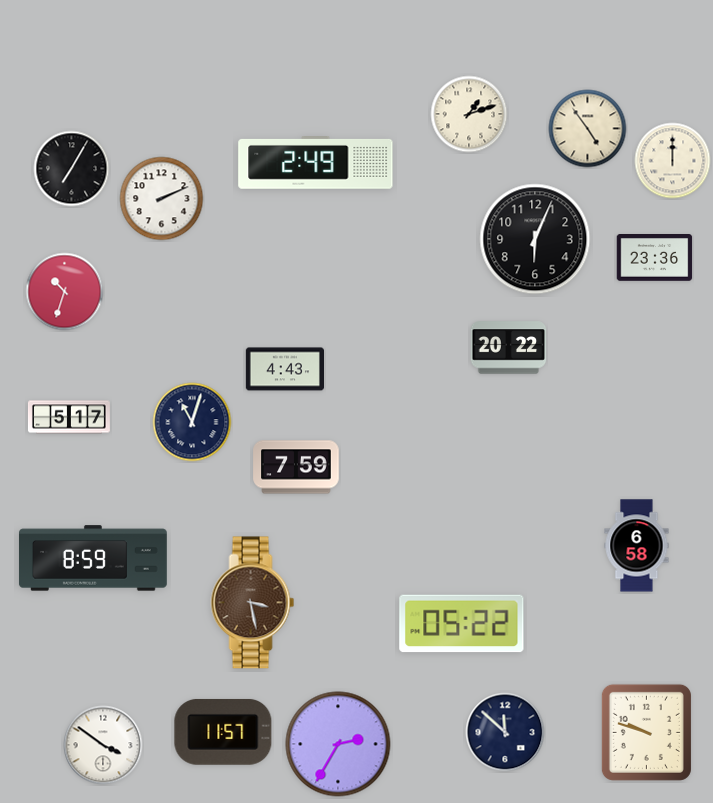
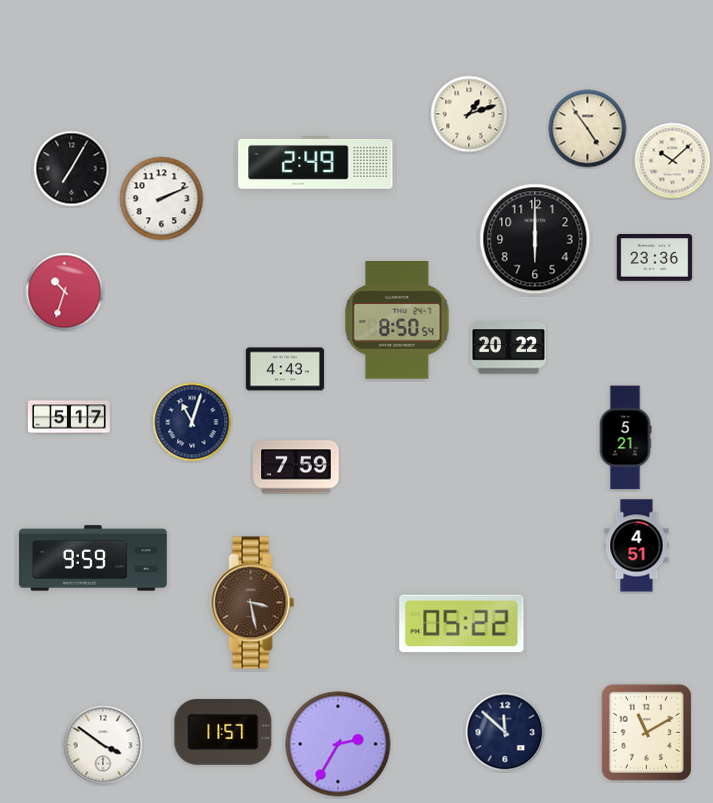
clock at (673, 161): 12:00 -> 10:08
clock at (535, 239): 6:04 -> 6:00
clock at (397, 320): none -> 8:50
clock at (625, 438): none -> 5:21
clock at (637, 546): 6:58 -> 4:51
clock at (93, 558): 8:59 -> 9:59
clock at (646, 732): 9:48 -> 11:10
